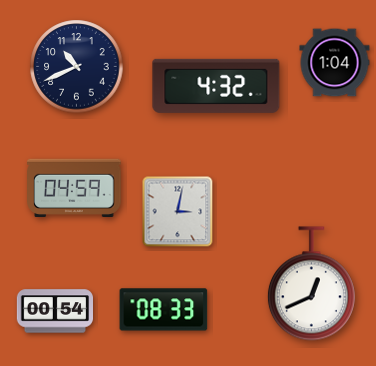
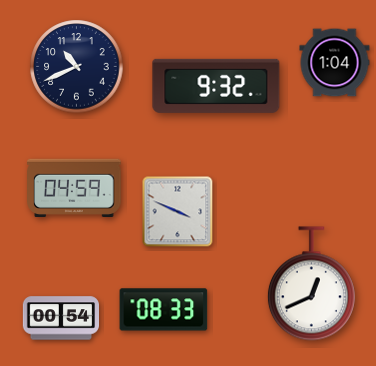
clock at (216, 86): 4:32 -> 9:32
clock at (178, 212): 3:02 -> 3:49
clock at (54, 311) position: (54, 311) -> (60, 318)
